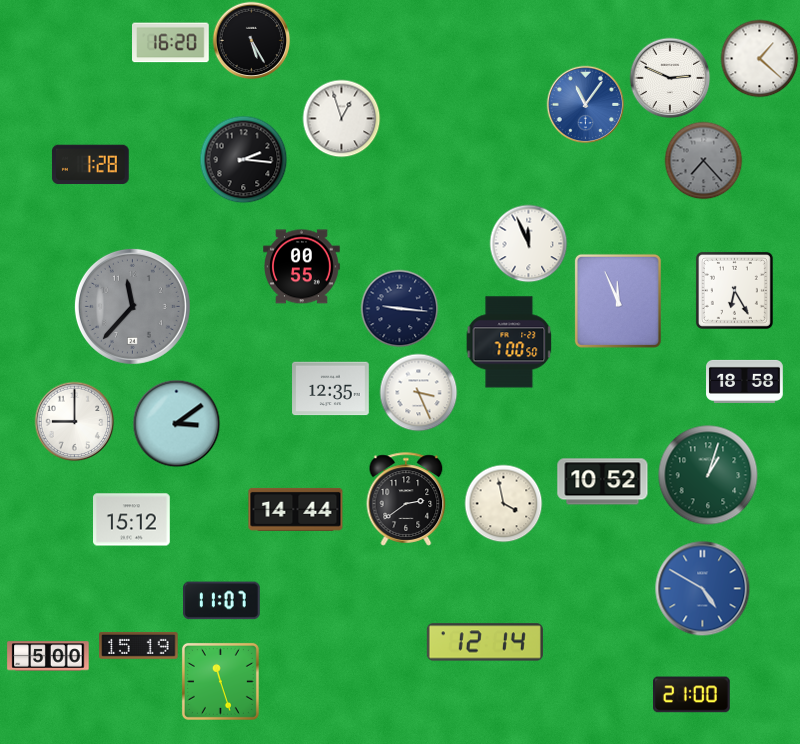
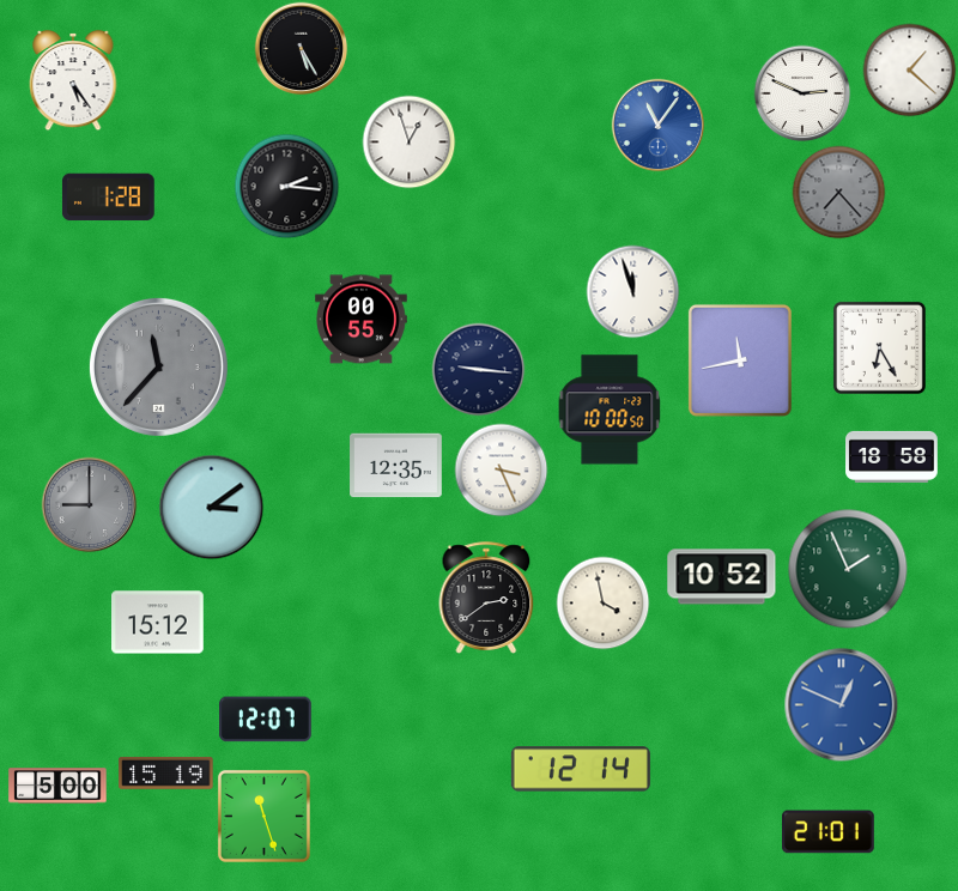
clock at (171, 43): 16:20 -> none
clock at (73, 80): none -> 5:24
clock at (585, 104) position: (585, 104) -> (657, 125)
clock at (243, 159) position: (243, 159) -> (286, 186)
clock at (703, 160) position: (703, 160) -> (838, 192)
clock at (528, 243): 11:56 -> 11:57
clock at (618, 301): 11:56 -> 11:43
clock at (509, 342): 7:00 -> 10:00
clock at (74, 421) dial: white -> grey
clock at (708, 475): 1:03 -> 1:56
clock at (296, 509): 14:44 -> none
clock at (702, 588): 4:50 -> 12:49
clock at (222, 601): 11:07 -> 12:07
clock at (692, 695): 21:00 -> 21:01
